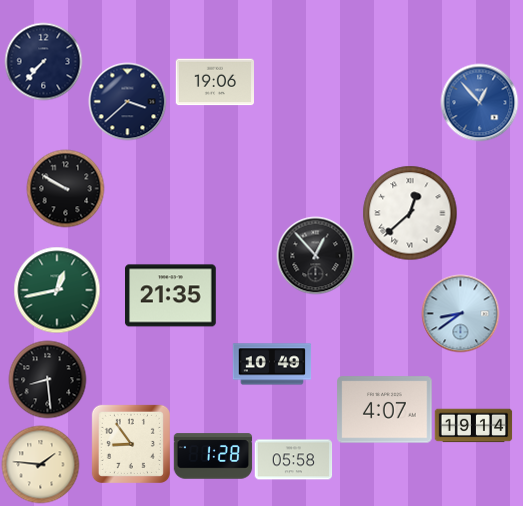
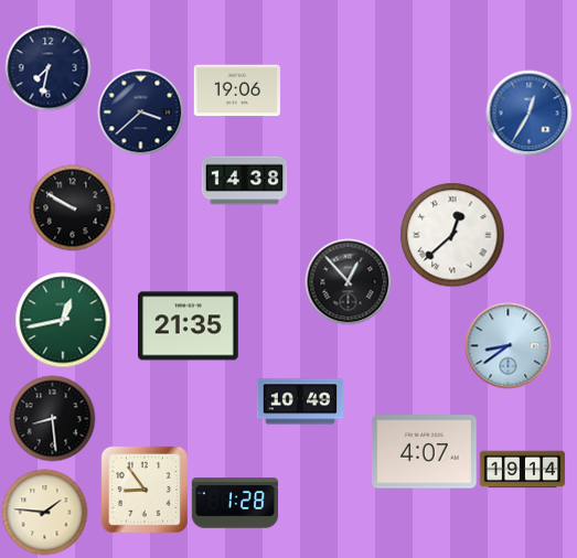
clock at (43, 61): 7:37 -> 7:32
clock at (479, 102): 12:53 -> 12:35
clock at (244, 181): none -> 14:38
clock at (293, 460): 05:58 -> none
